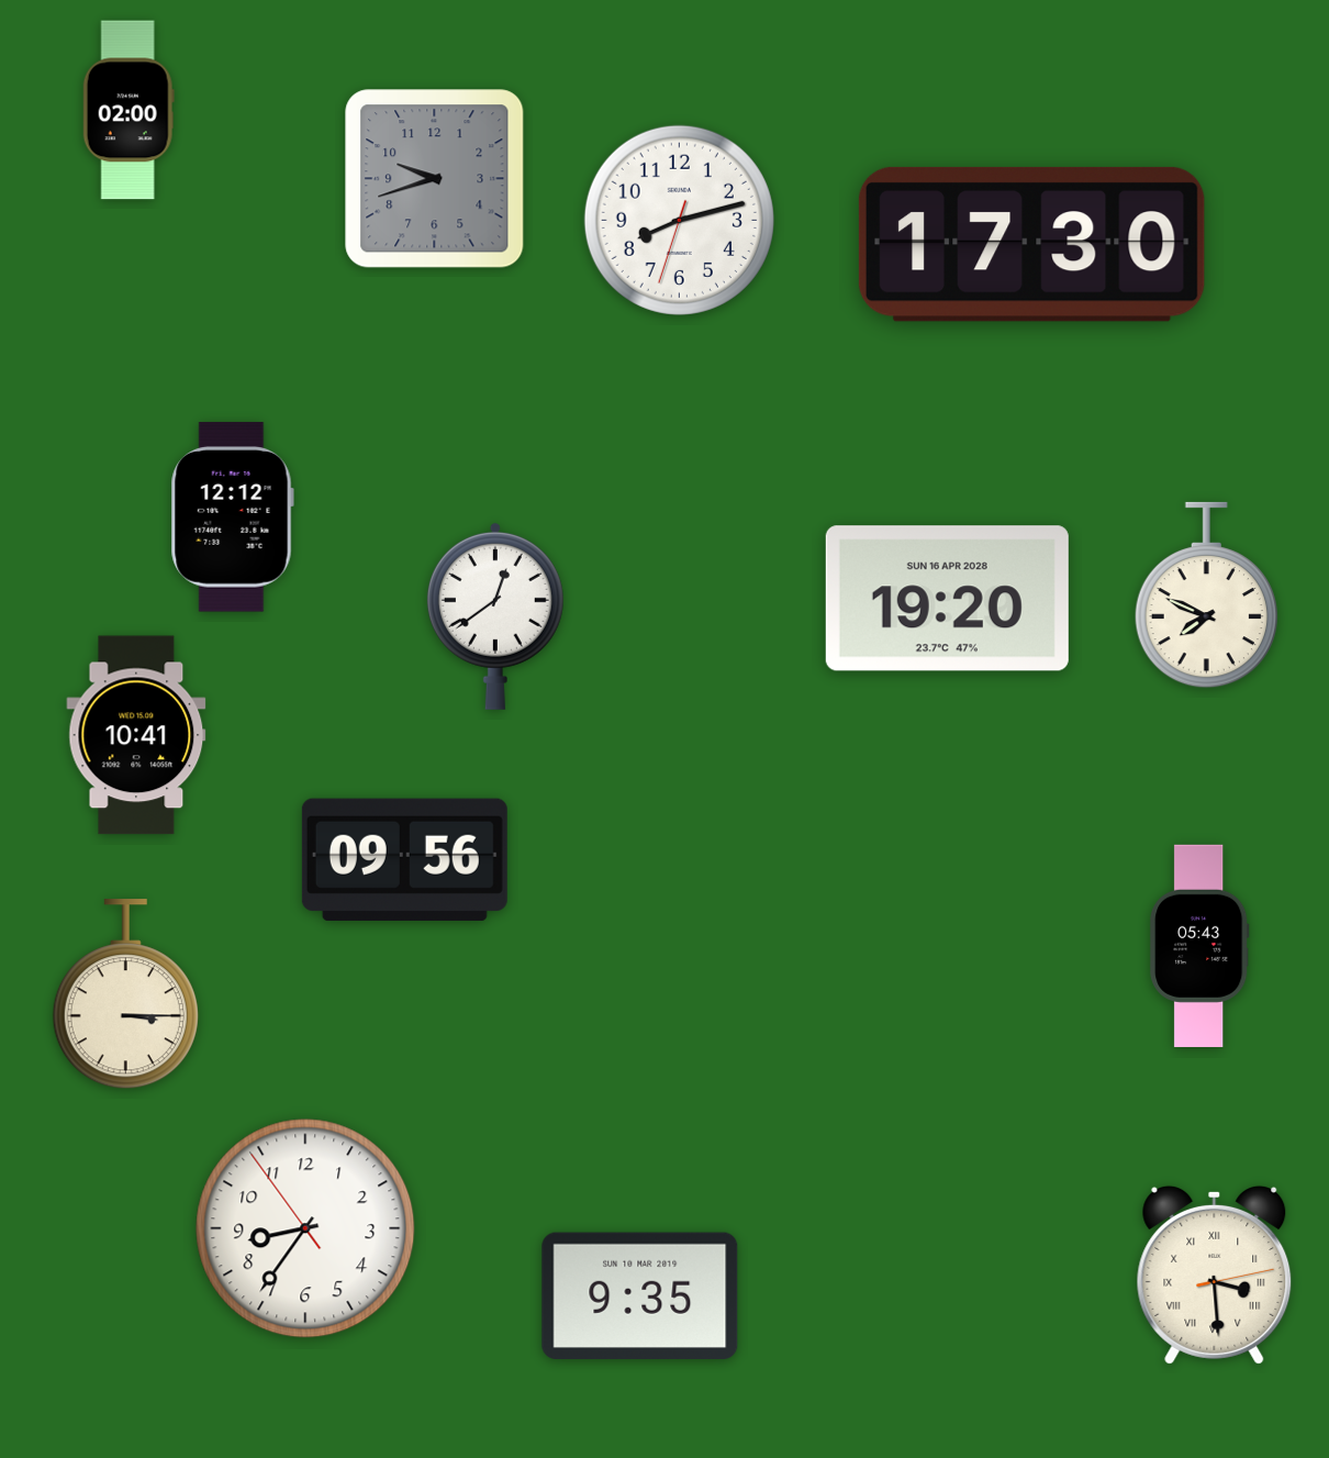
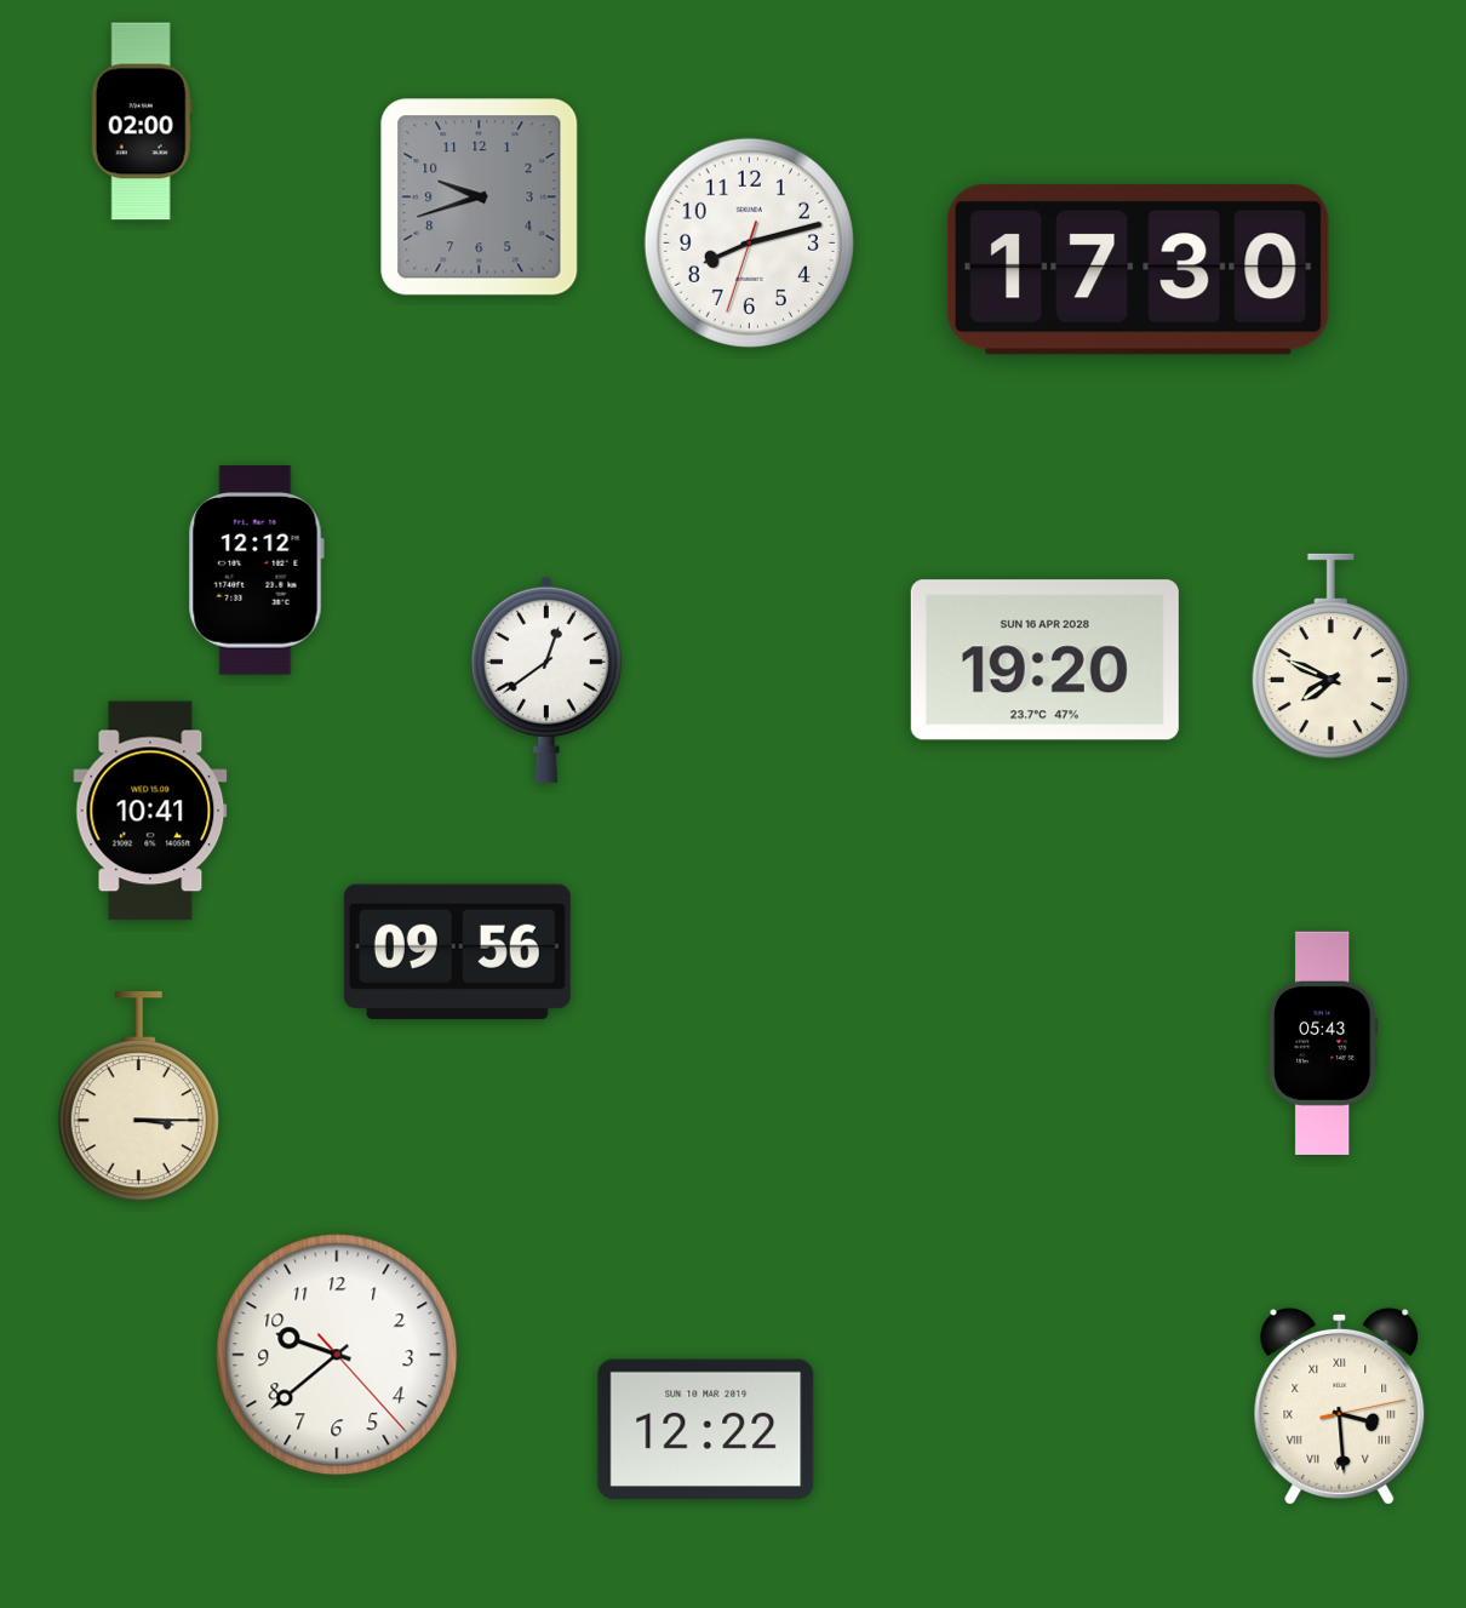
clock at (404, 859) position: (404, 859) -> (457, 951)
clock at (305, 1228): 8:35 -> 9:38
clock at (640, 1295): 9:35 -> 12:22
